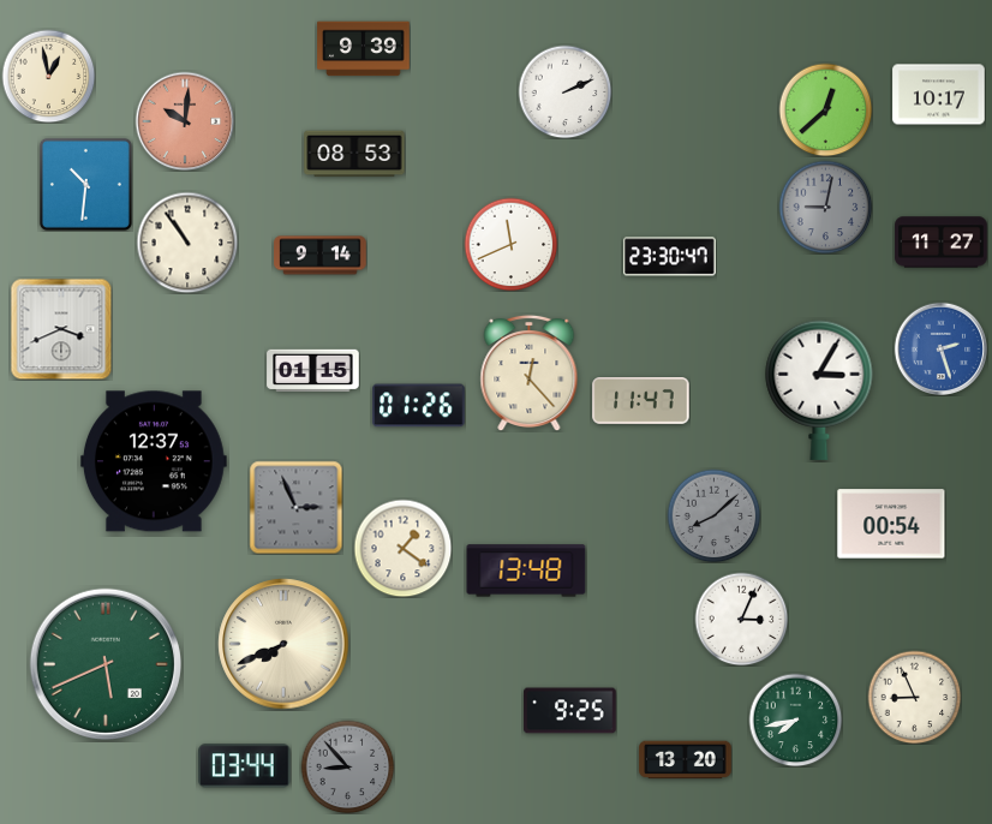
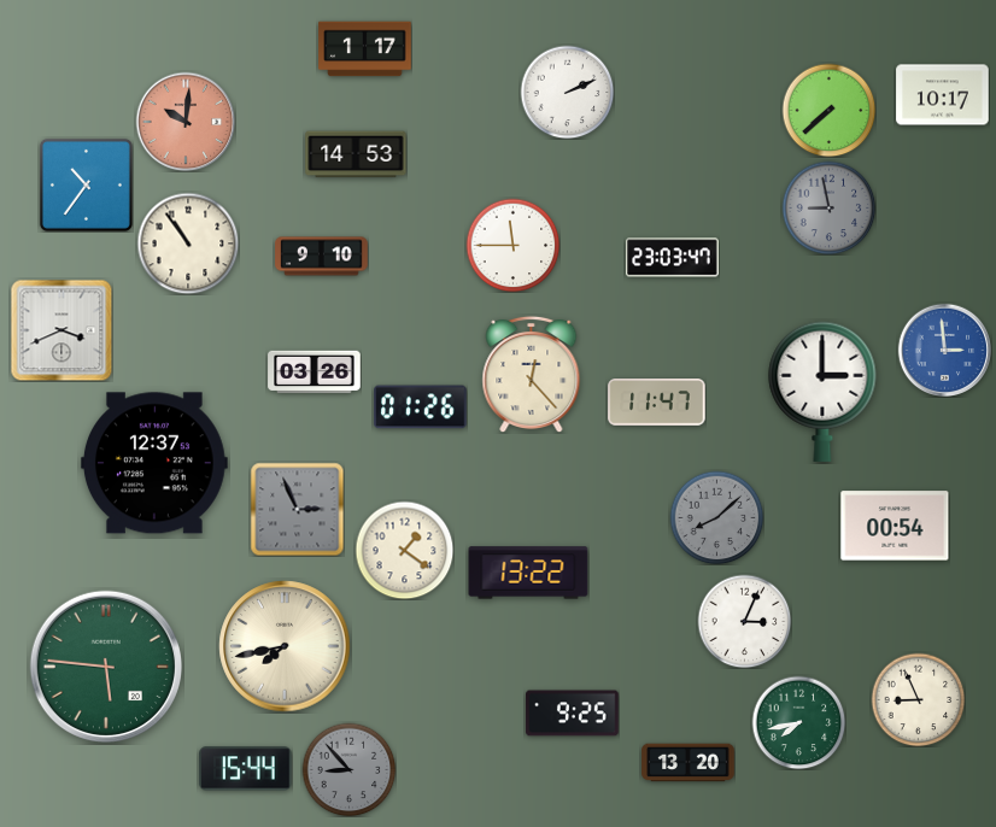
clock at (364, 49): 9:39 -> 1:17
clock at (48, 76): 12:58 -> none
clock at (825, 109): 12:38 -> 7:38
clock at (354, 154): 08:53 -> 14:53
clock at (85, 184): 10:31 -> 10:36
clock at (825, 207): 9:02 -> 8:58
clock at (942, 243): 11:27 -> none
clock at (510, 244): 11:41 -> 11:45
clock at (321, 256): 9:14 -> 9:10
clock at (670, 257): 23:30 -> 23:03
clock at (940, 348): 2:27 -> 2:59
clock at (313, 371): 01:15 -> 03:26
clock at (819, 390): 3:05 -> 3:00
clock at (641, 401) position: (641, 401) -> (657, 403)
clock at (526, 571): 13:48 -> 13:22
clock at (283, 644): 7:41 -> 7:43
clock at (106, 664): 5:41 -> 5:46
clock at (245, 766): 03:44 -> 15:44
